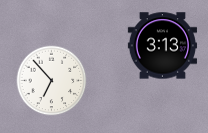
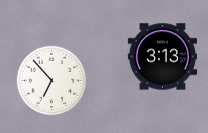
clock at (162, 46) position: (162, 46) -> (162, 57)
